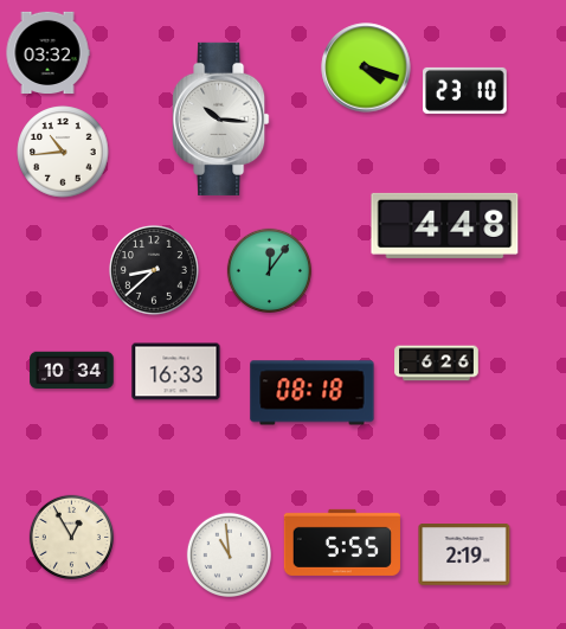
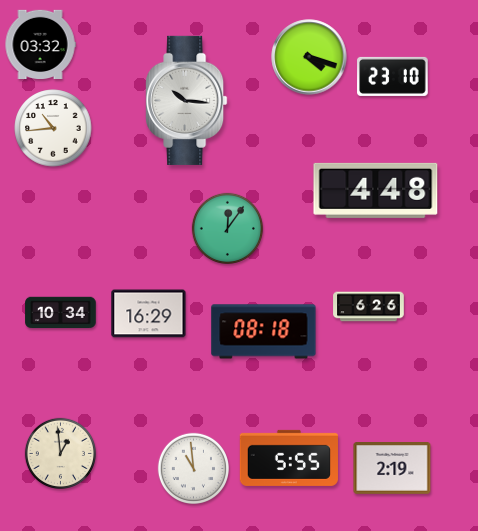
clock at (155, 271): 8:38 -> none
clock at (176, 372): 16:33 -> 16:29
clock at (71, 537): 12:55 -> 12:59
